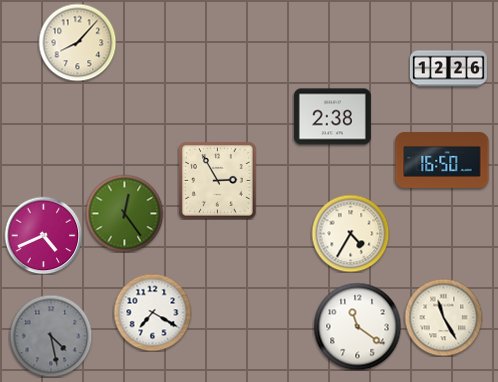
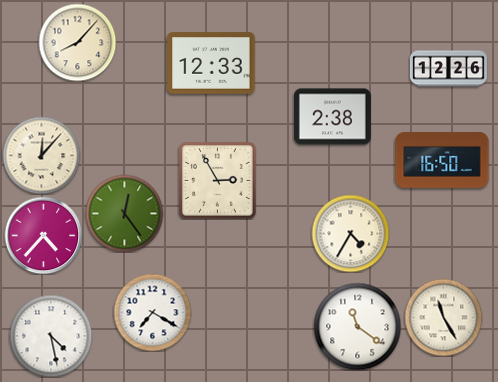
clock at (211, 63): none -> 12:33
clock at (41, 155): none -> 12:07
clock at (43, 235): 4:41 -> 4:37
clock at (51, 336) dial: grey -> white
